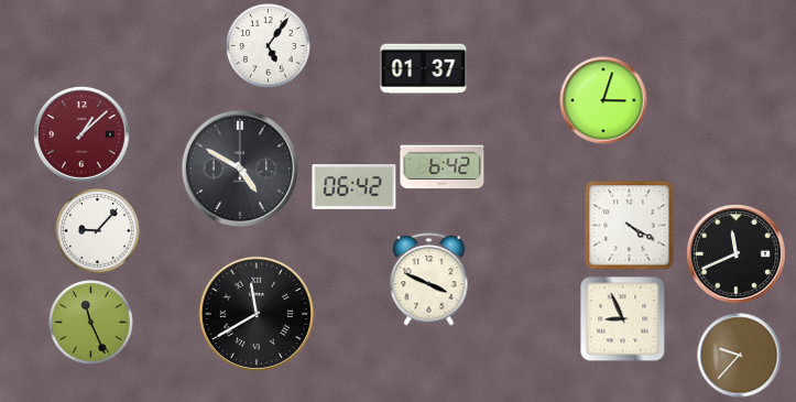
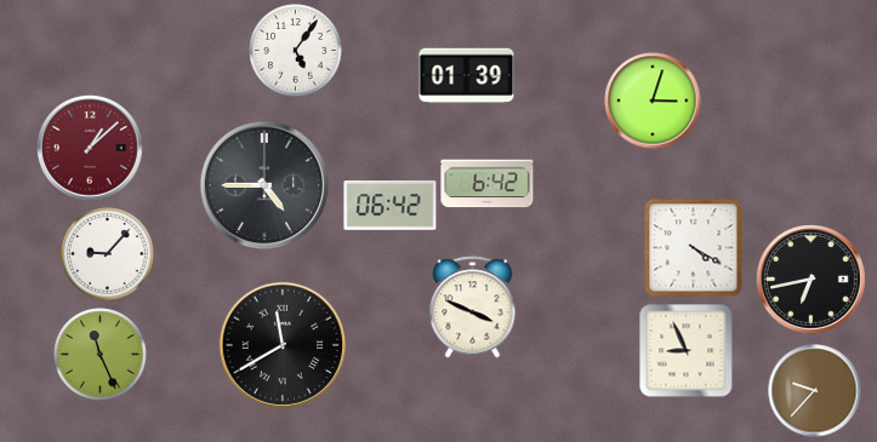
clock at (424, 69): 01:37 -> 01:39
clock at (603, 100) position: (603, 100) -> (653, 101)
clock at (240, 169): 4:50 -> 4:45
clock at (737, 254): 11:41 -> 6:43
